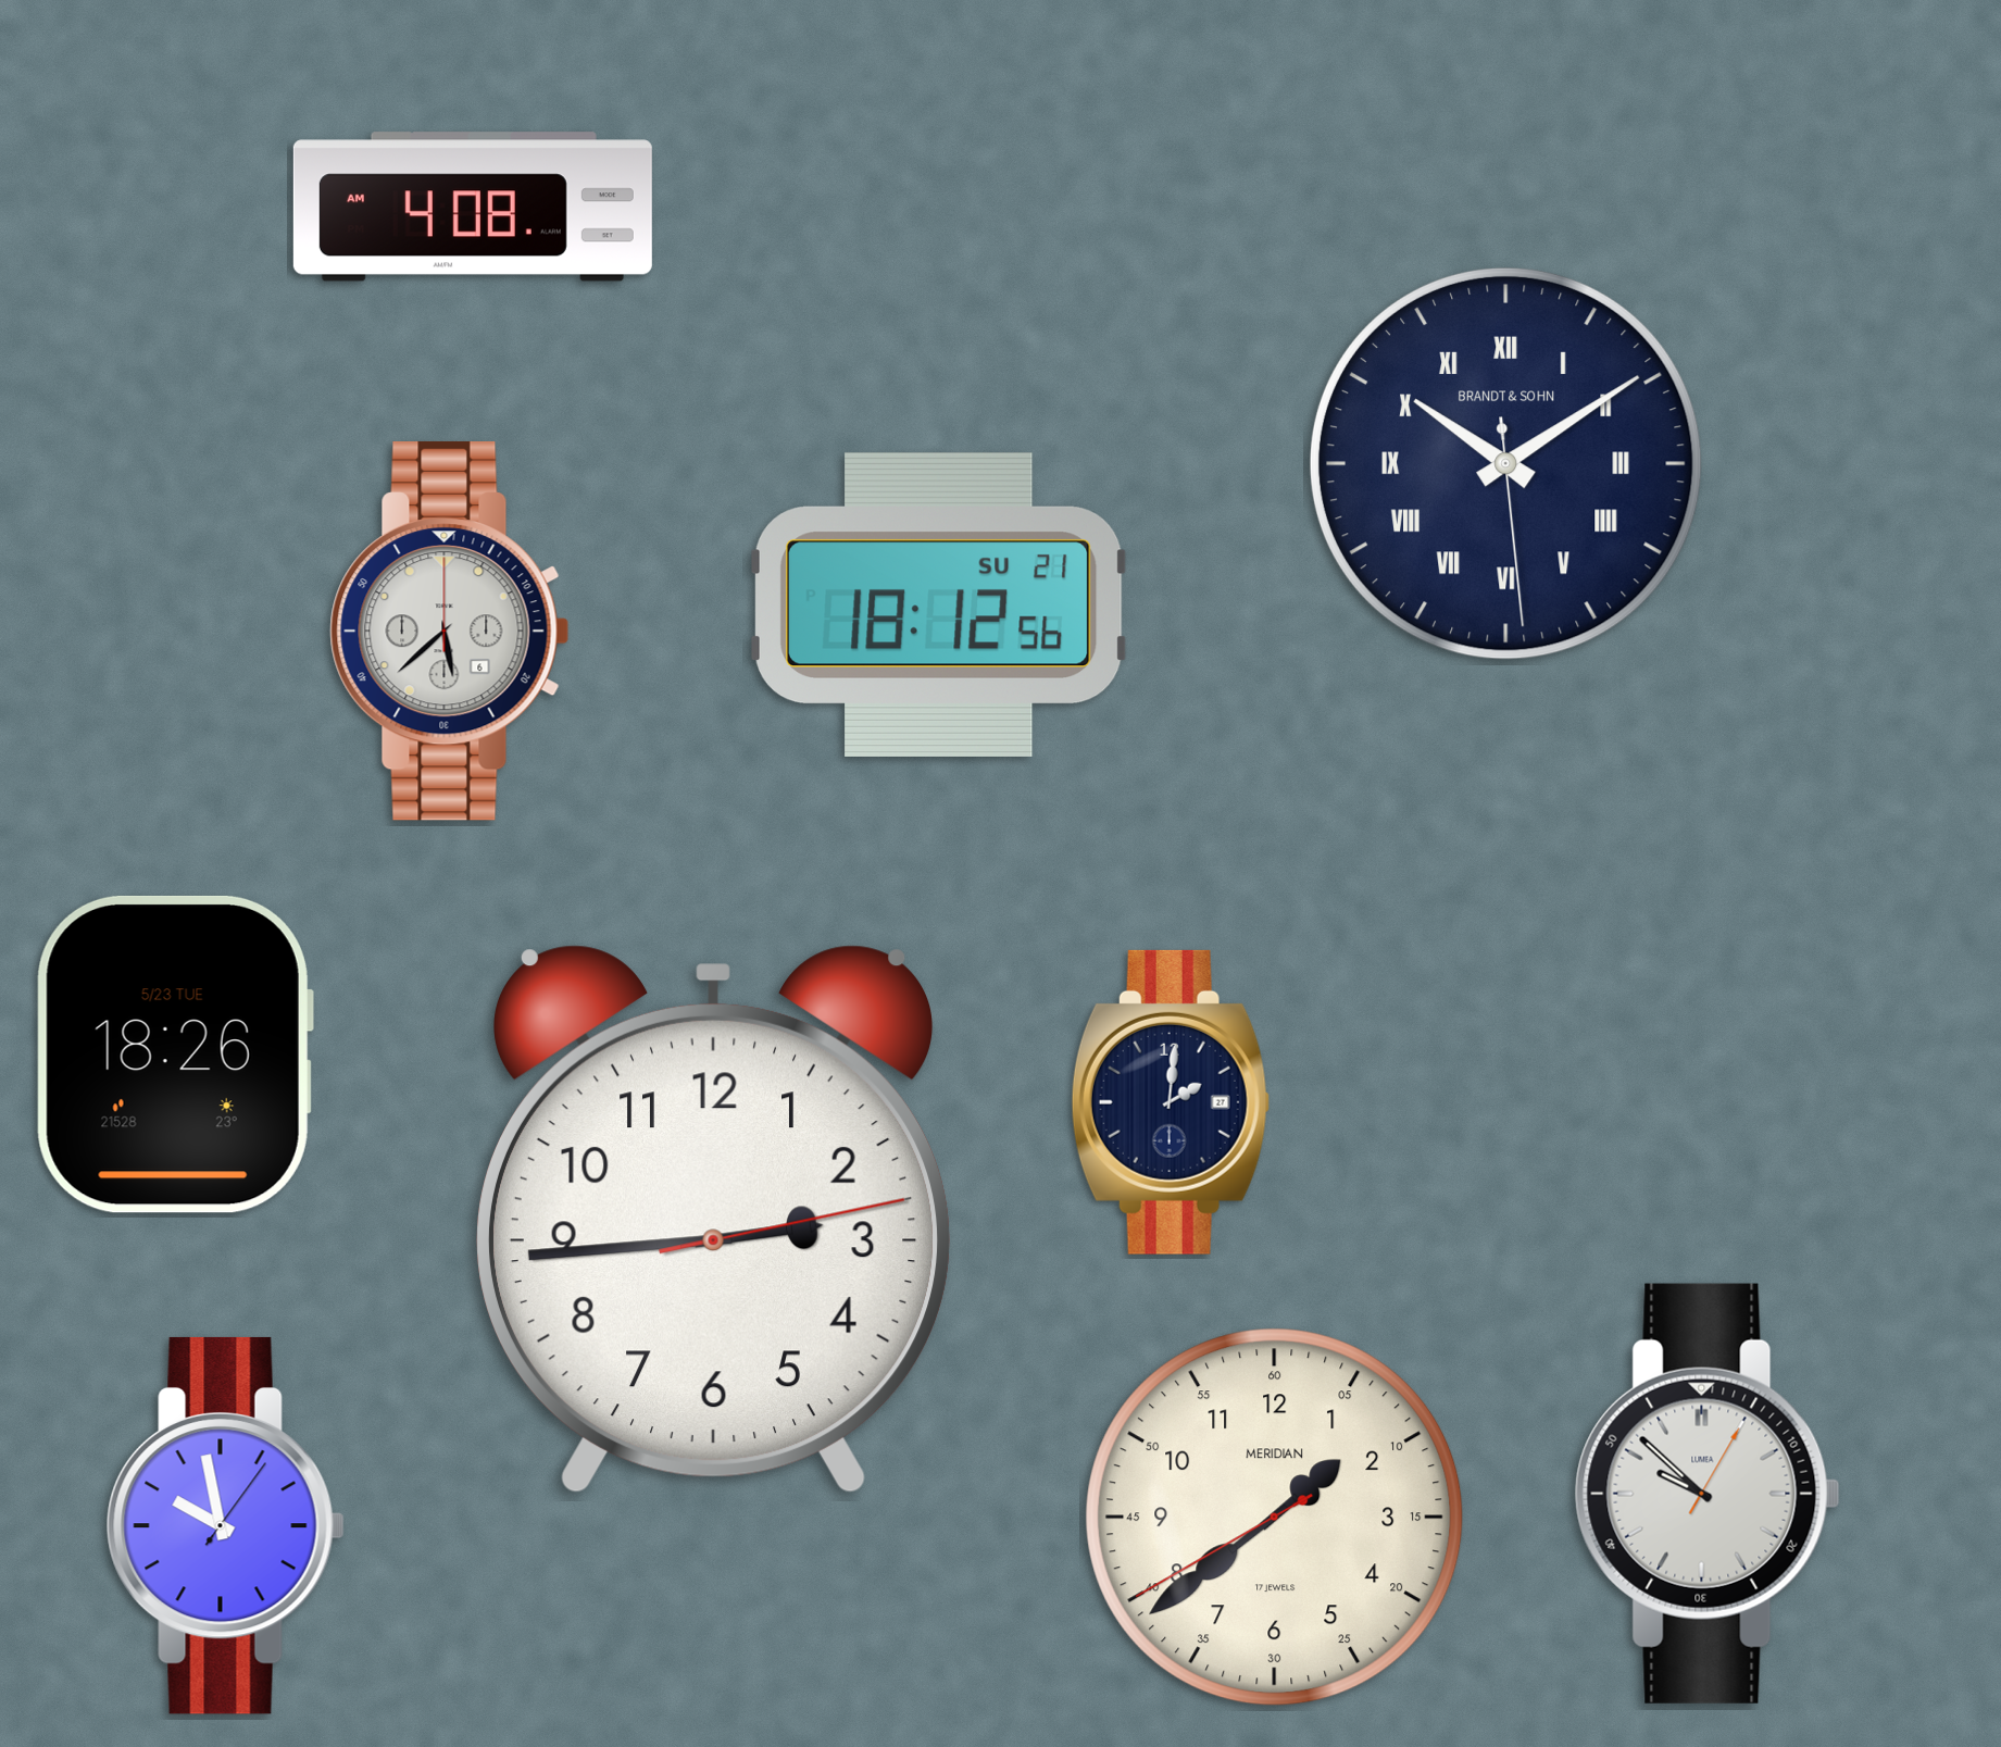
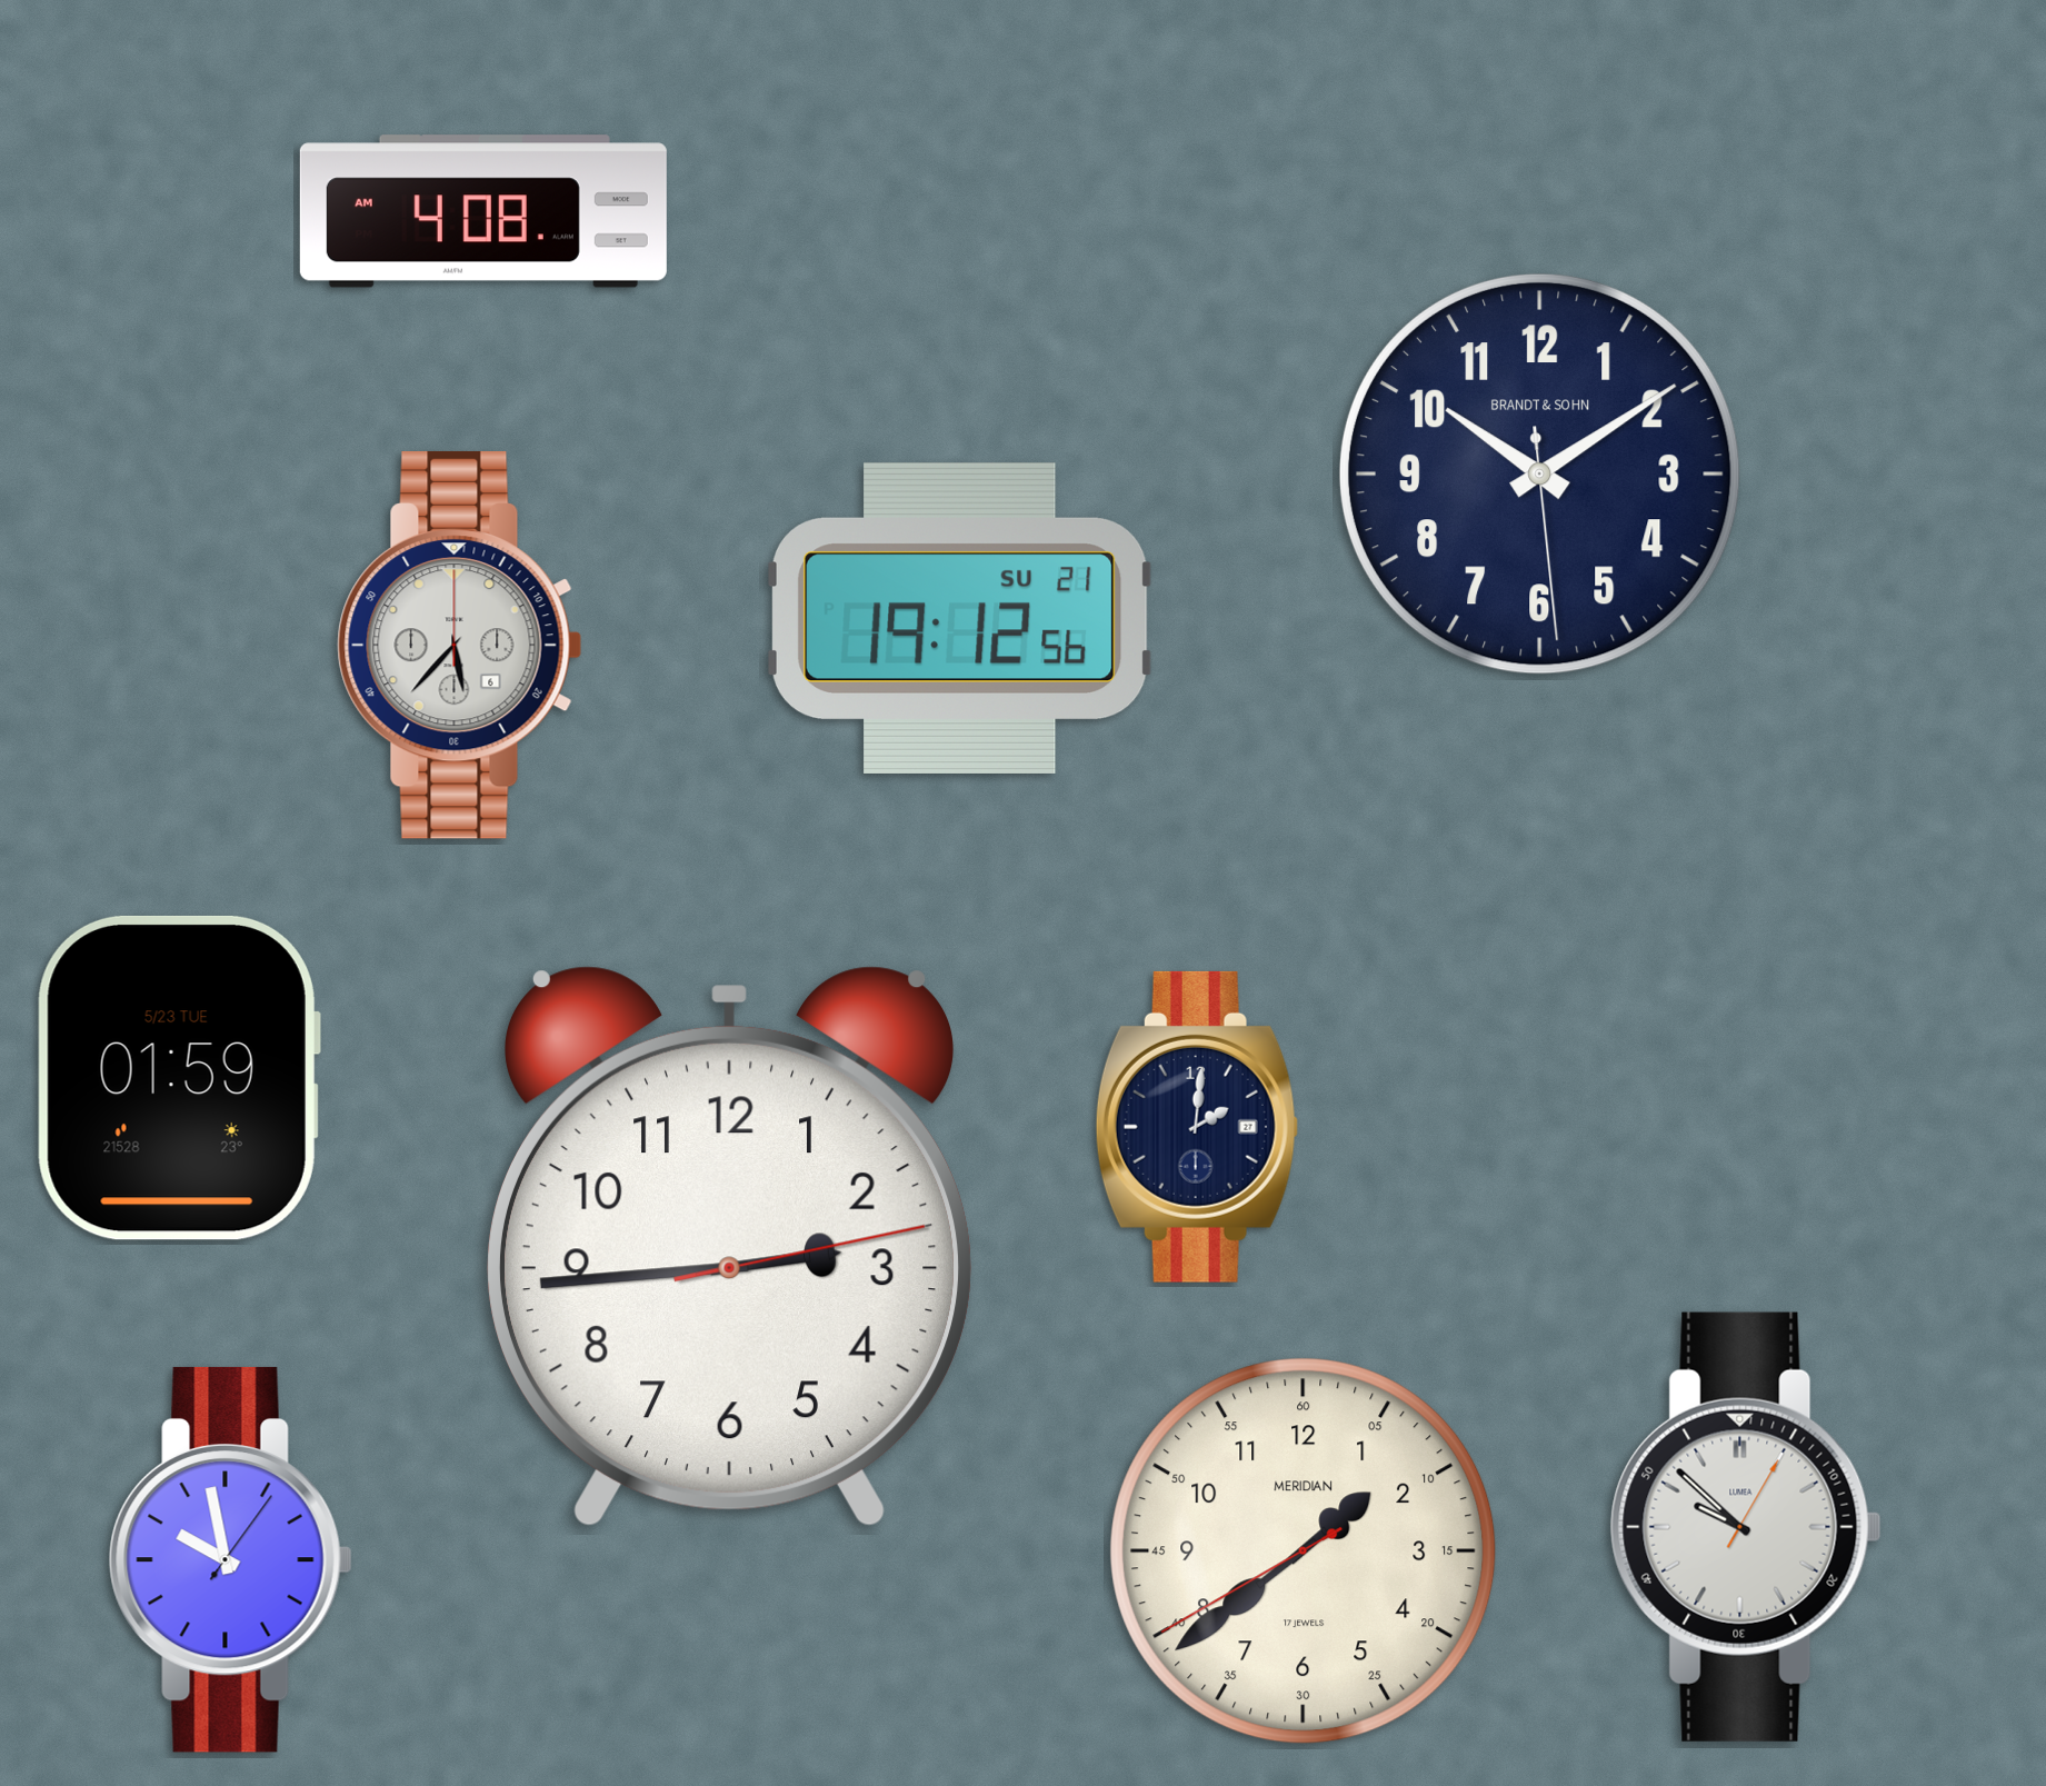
clock at (1505, 463) numerals: Roman -> Arabic
clock at (939, 604): 18:12 -> 19:12
clock at (450, 631): 5:38 -> 5:37
clock at (175, 1055): 18:26 -> 01:59
